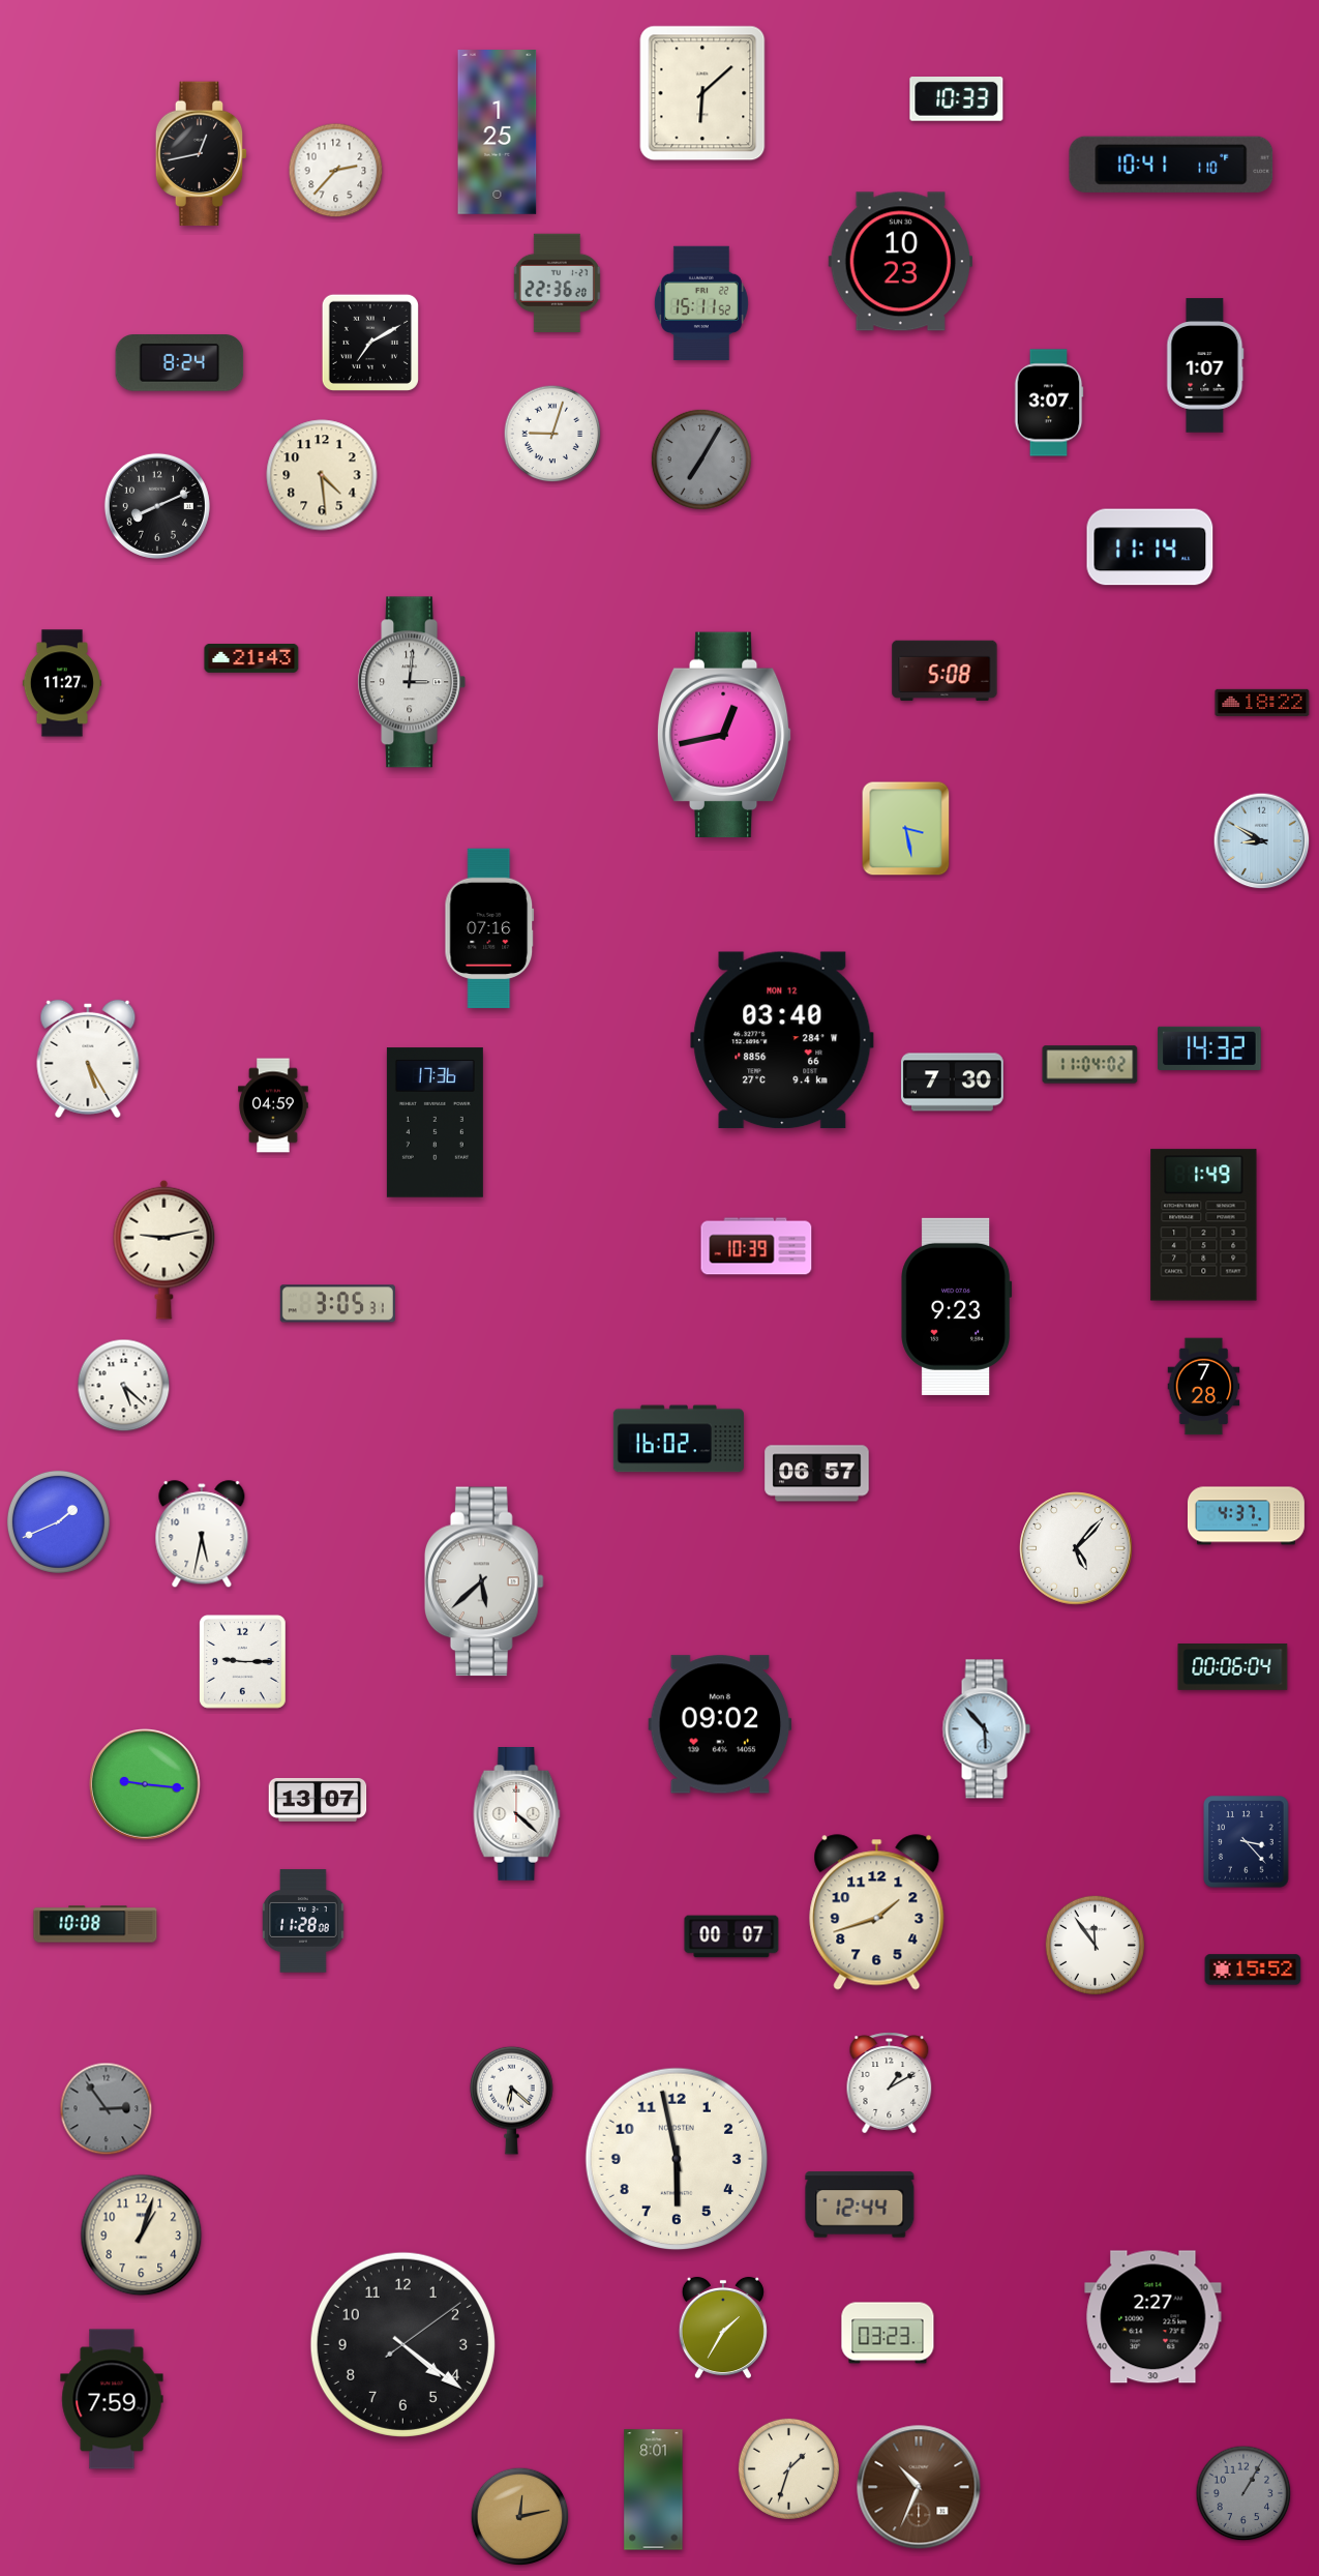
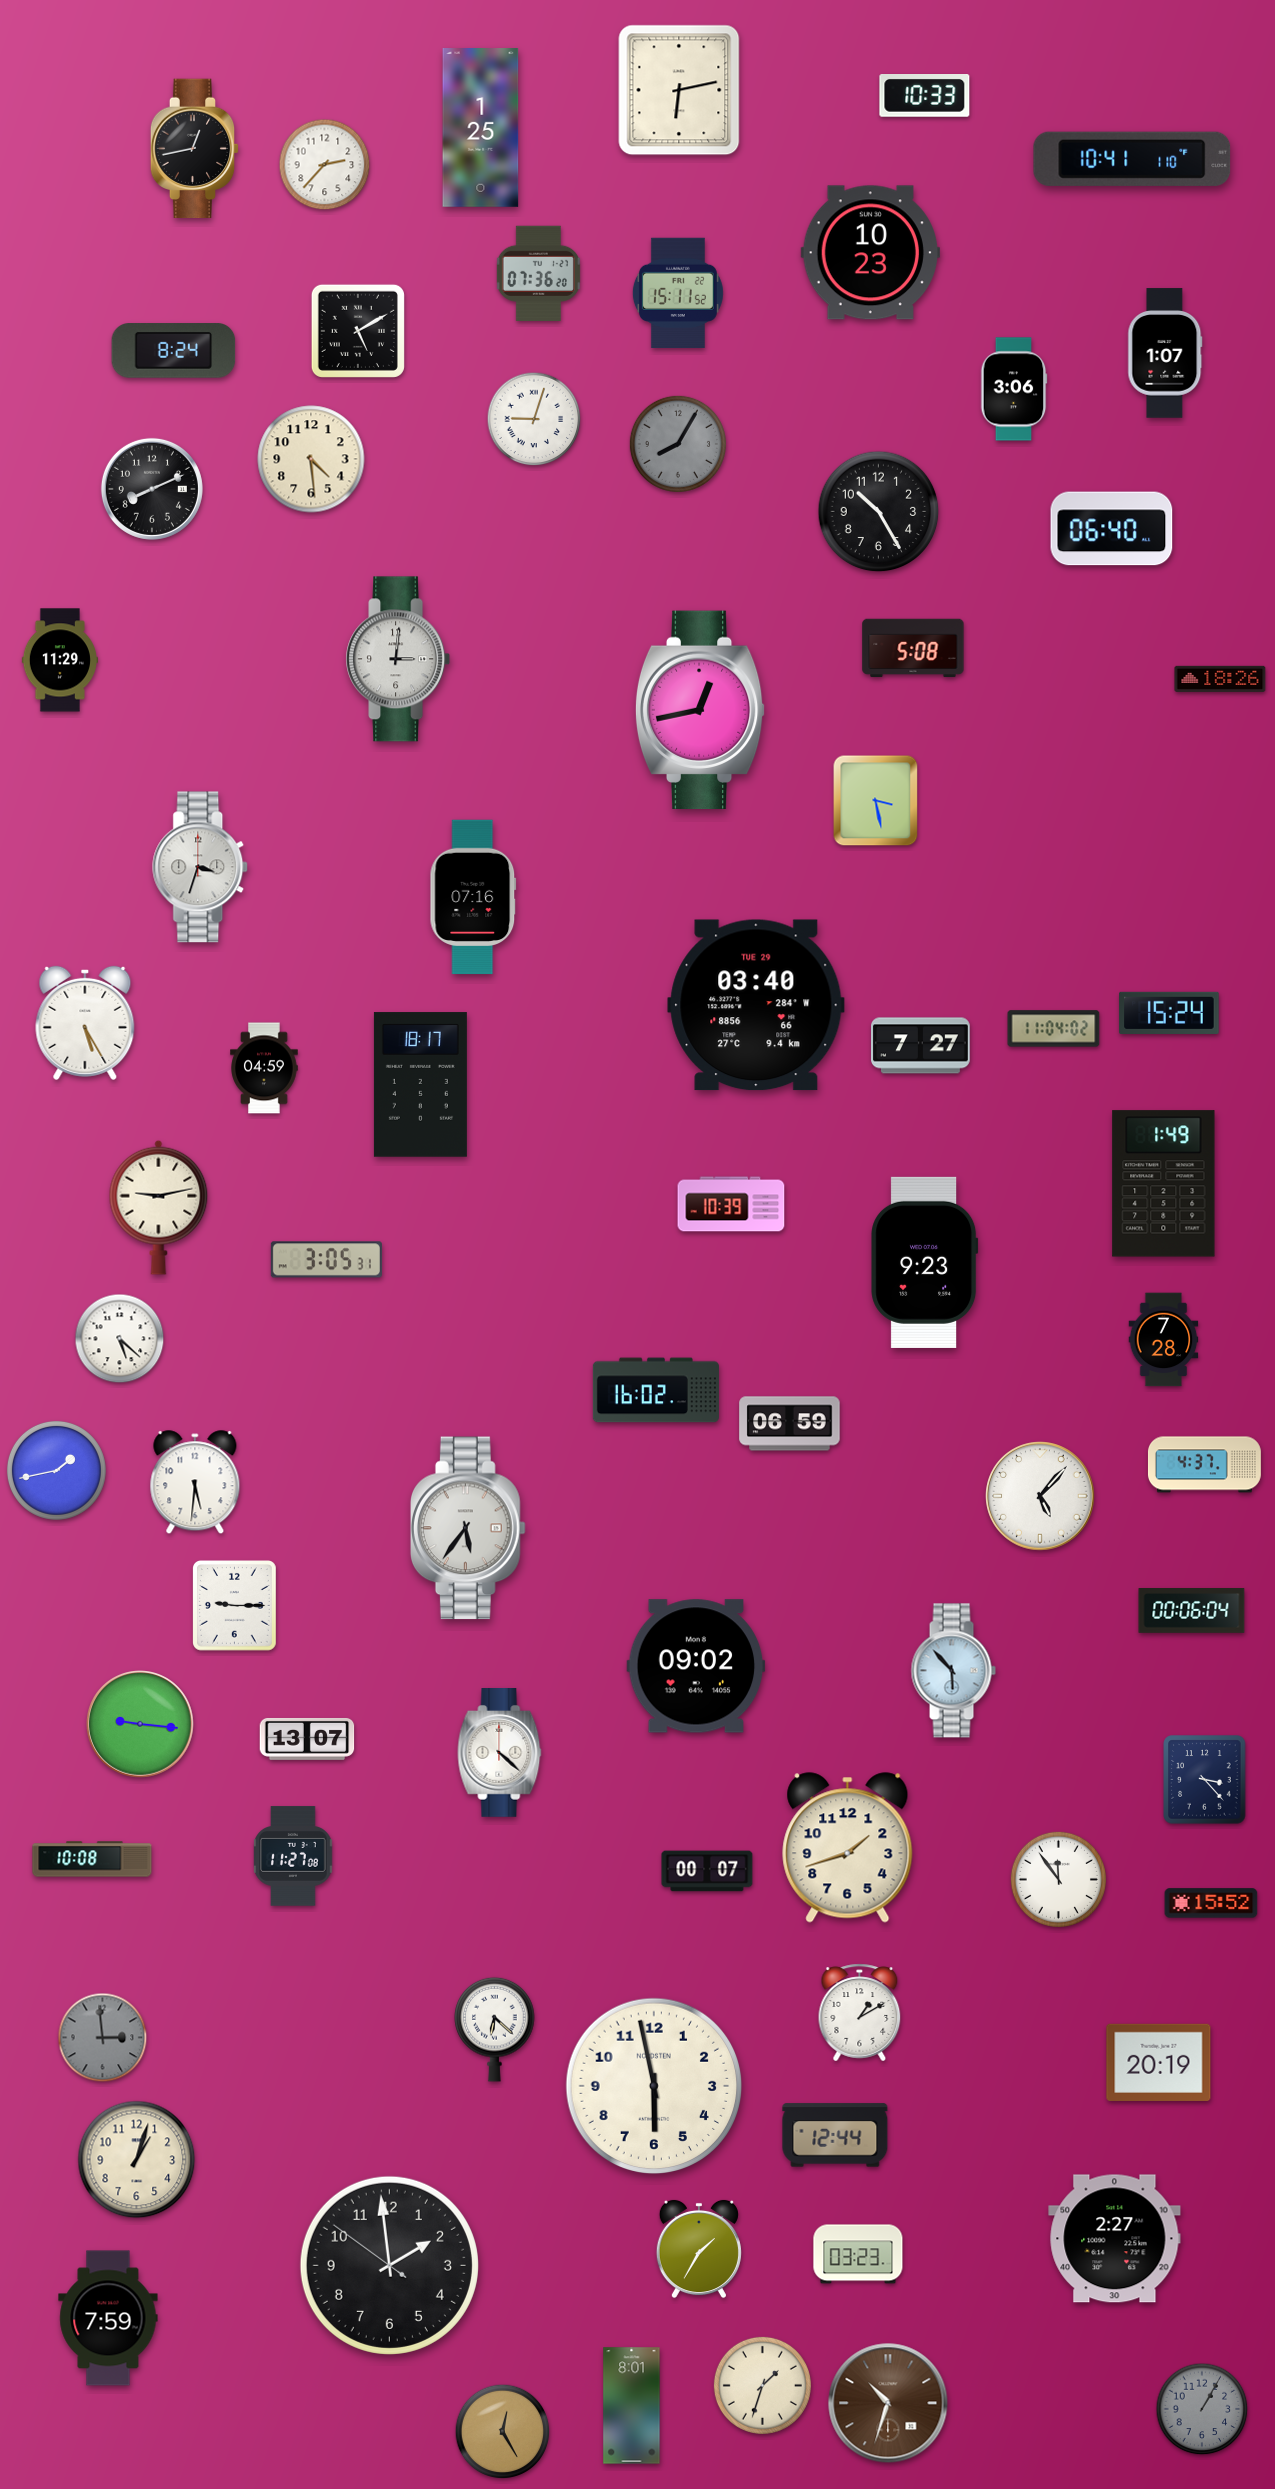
clock at (702, 93): 6:08 -> 6:13
clock at (557, 283): 22:36 -> 07:36
clock at (370, 343): 7:10 -> 5:10
clock at (1049, 403): 3:07 -> 3:06
clock at (701, 460): 7:05 -> 8:05
clock at (879, 512): none -> 10:25
clock at (1150, 547): 11:14 -> 06:40
clock at (251, 659): 21:43 -> none
clock at (61, 683): 11:27 -> 11:29
clock at (1262, 703): 18:22 -> 18:26
clock at (1262, 841): 8:50 -> none
clock at (201, 867): none -> 3:33
clock at (782, 1040) date: MON 12 -> TUE 29
clock at (1209, 1048): 14:32 -> 15:24
clock at (953, 1083): 7:30 -> 7:27
clock at (434, 1123): 17:36 -> 18:17
clock at (817, 1474): 06:57 -> 06:59
clock at (58, 1521): 1:41 -> 1:43
clock at (202, 1535): 5:32 -> 5:31
clock at (484, 1581): 5:38 -> 5:36
clock at (303, 1921): 11:28 -> 11:27
clock at (107, 2109): 2:54 -> 2:59
clock at (1159, 2062): none -> 20:19
clock at (860, 2204) position: (860, 2204) -> (835, 2135)
clock at (402, 2344): 4:21 -> 1:58
clock at (919, 2487): 10:34 -> 10:33
clock at (520, 2517): 12:13 -> 12:25
